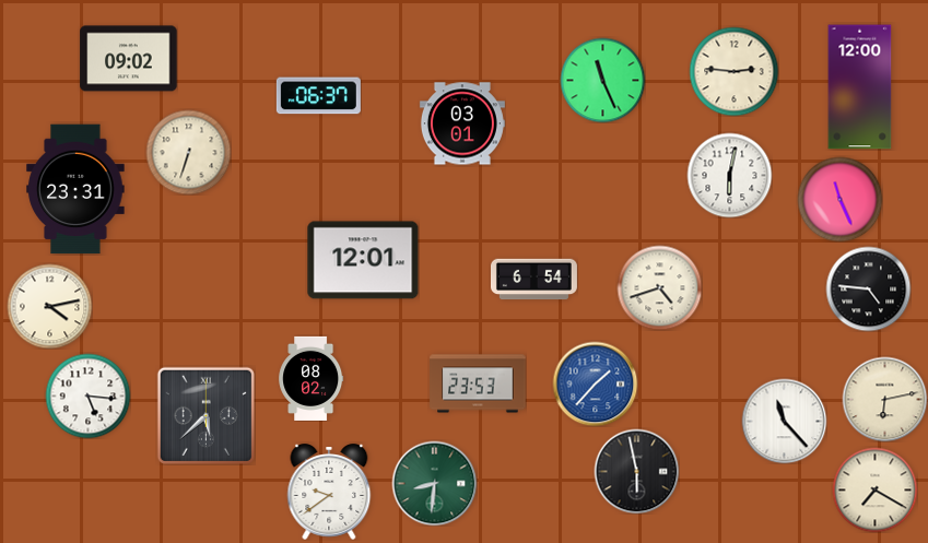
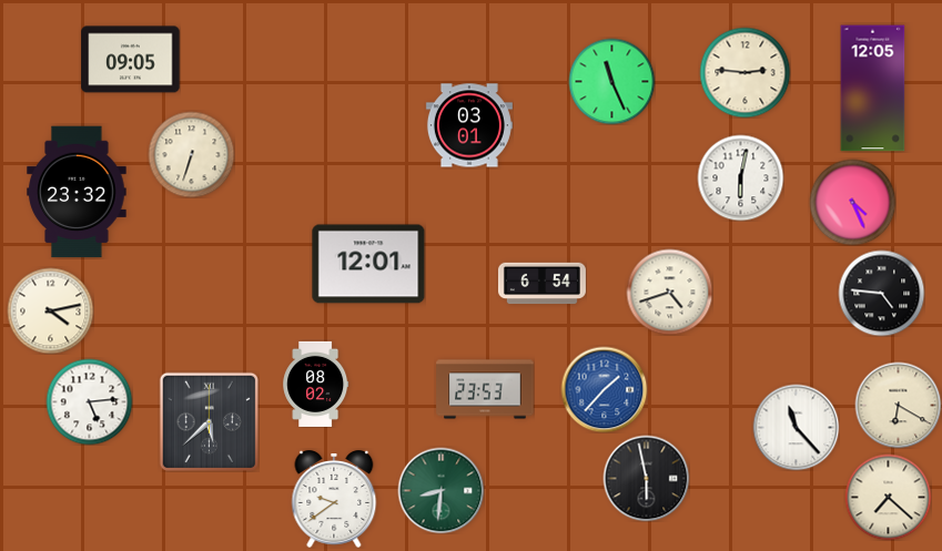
clock at (129, 59): 09:02 -> 09:05
clock at (860, 87): 12:00 -> 12:05
clock at (318, 96): 06:37 -> none
clock at (75, 189): 23:31 -> 23:32
clock at (839, 199): 11:26 -> 4:26
clock at (87, 396): 5:16 -> 5:14
clock at (884, 399): 6:13 -> 6:20
clock at (874, 489): 7:20 -> 7:22
